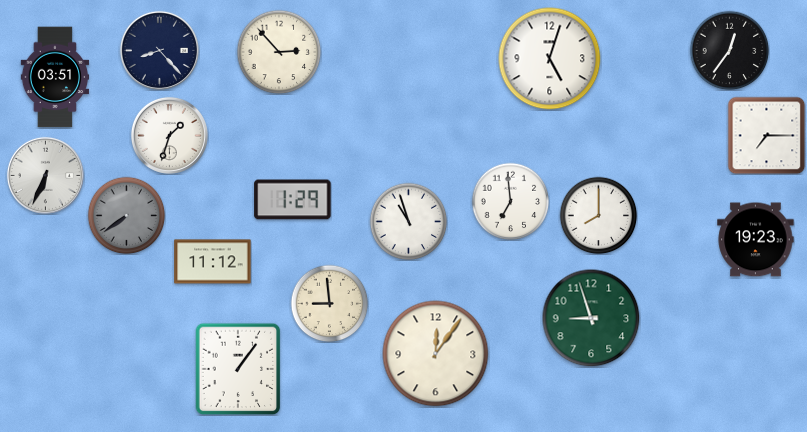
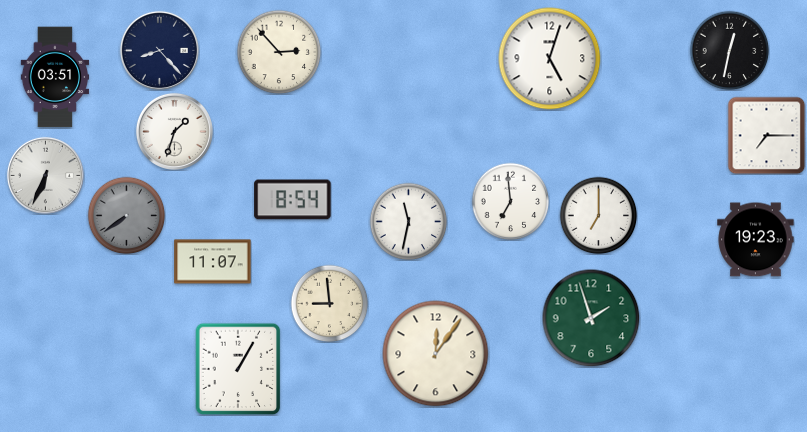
clock at (729, 50): 12:36 -> 12:32
clock at (169, 135) position: (169, 135) -> (174, 131)
clock at (293, 200): 1:29 -> 8:54
clock at (598, 215): 8:00 -> 7:00
clock at (408, 221): 10:57 -> 11:32
clock at (213, 262): 11:12 -> 11:07
clock at (591, 318): 8:57 -> 1:57
clock at (238, 369): 1:06 -> 1:05
